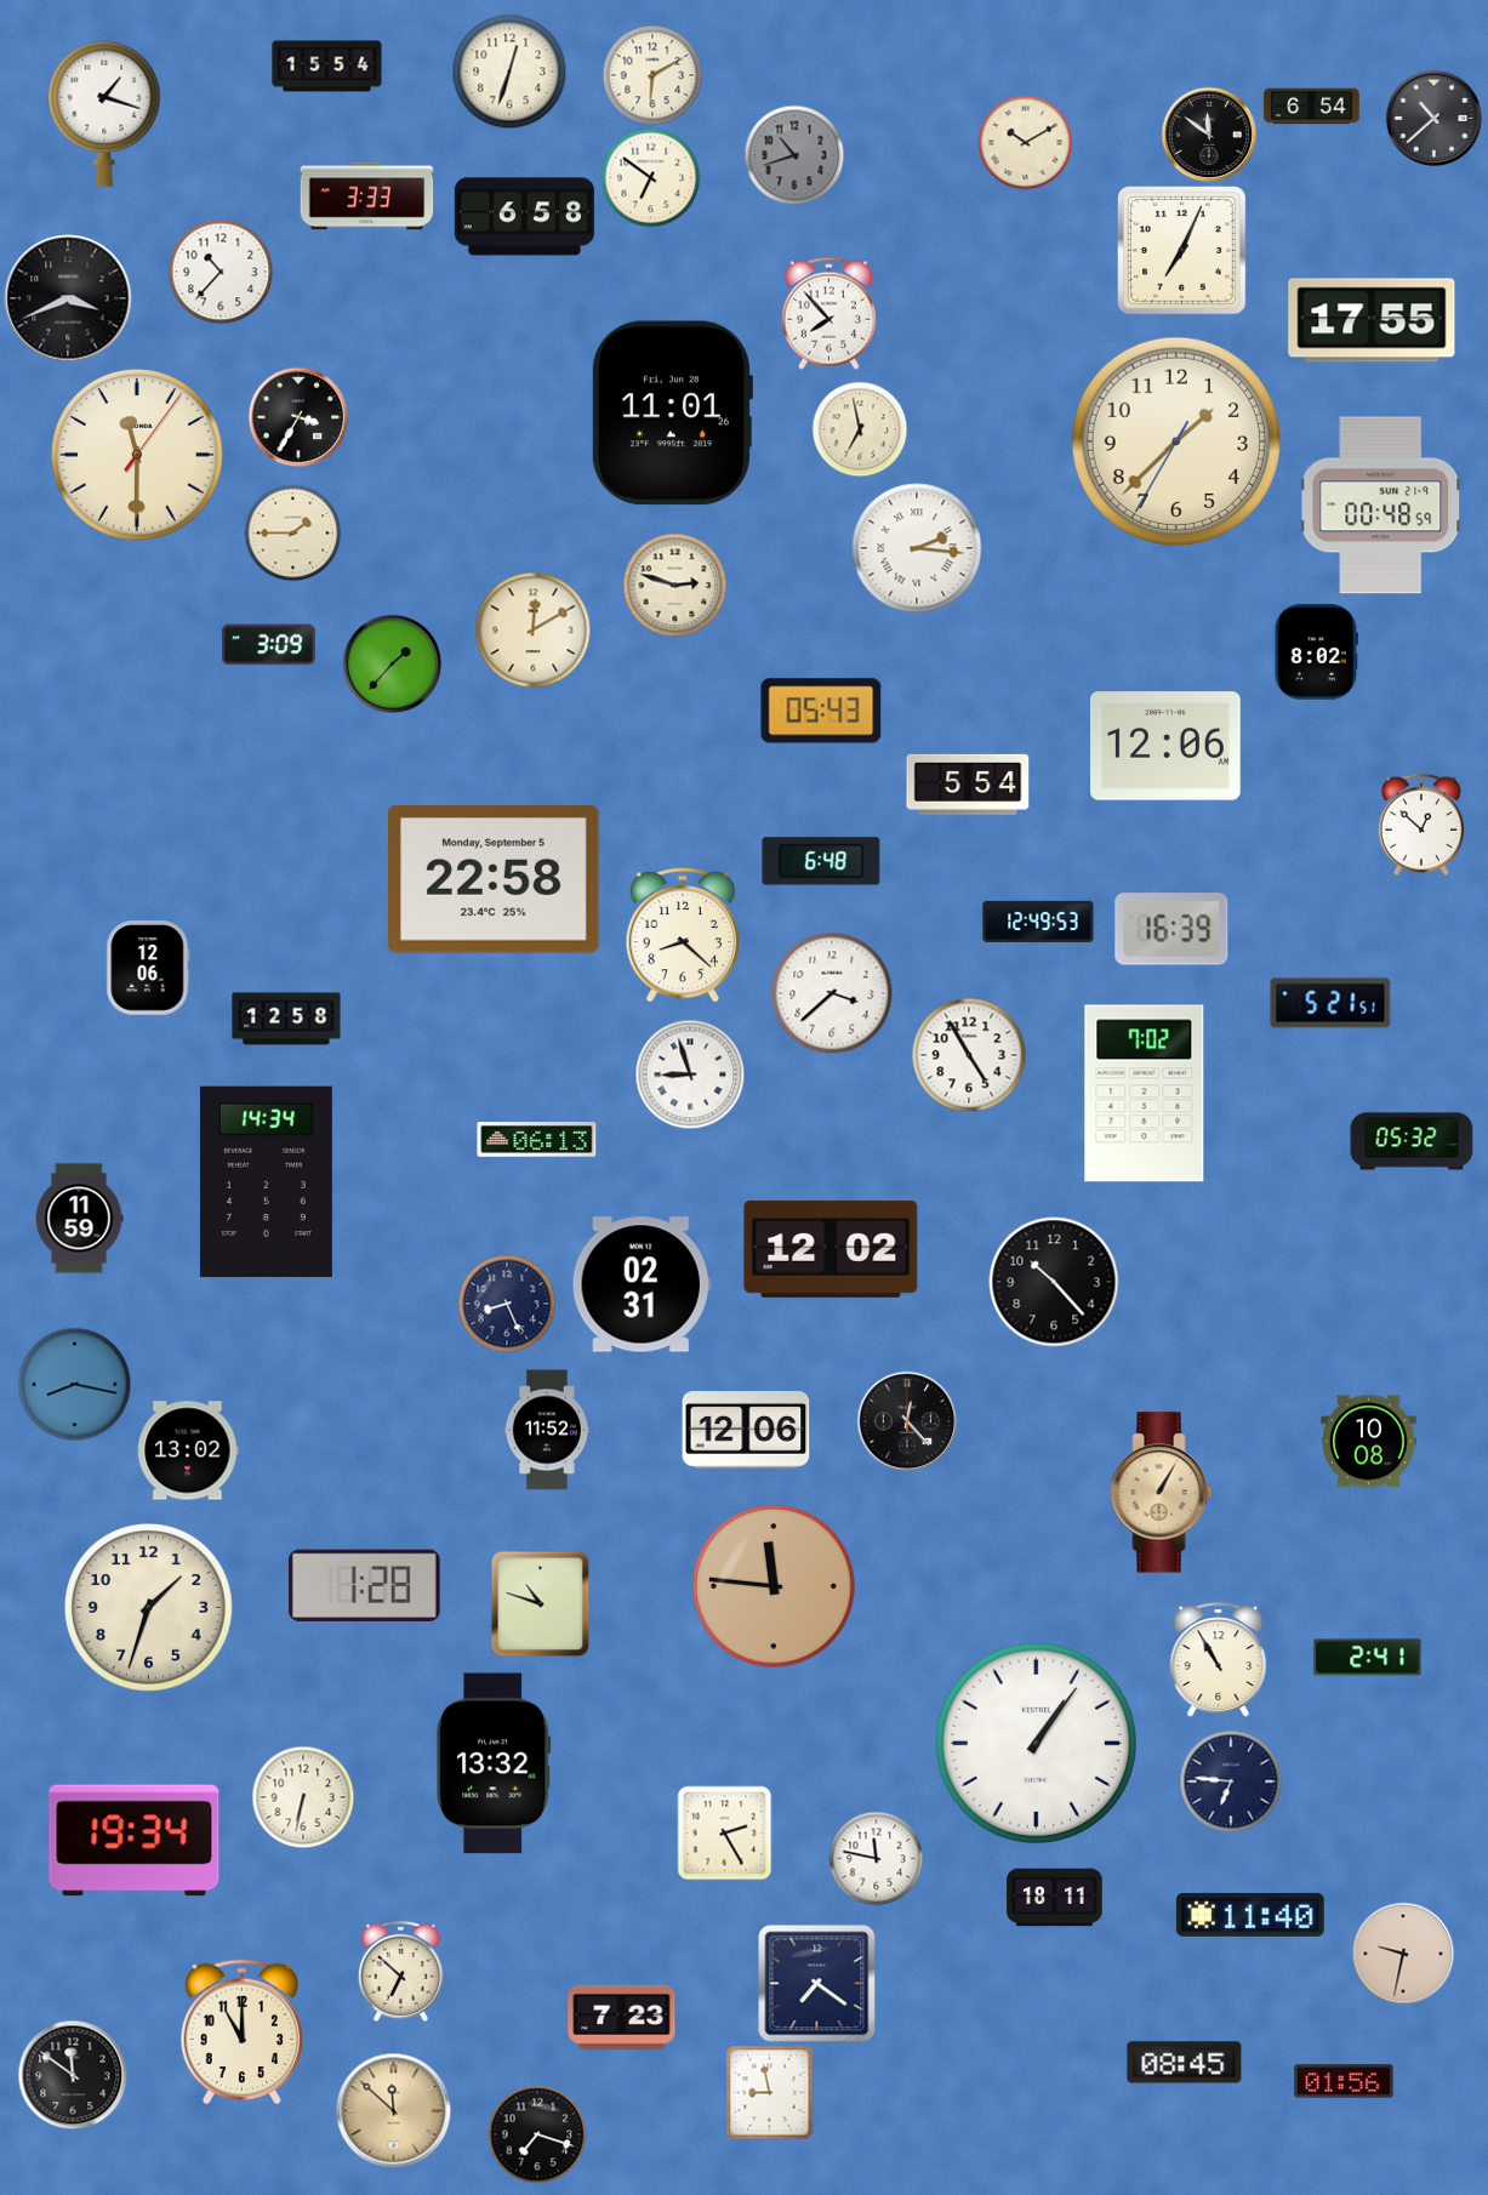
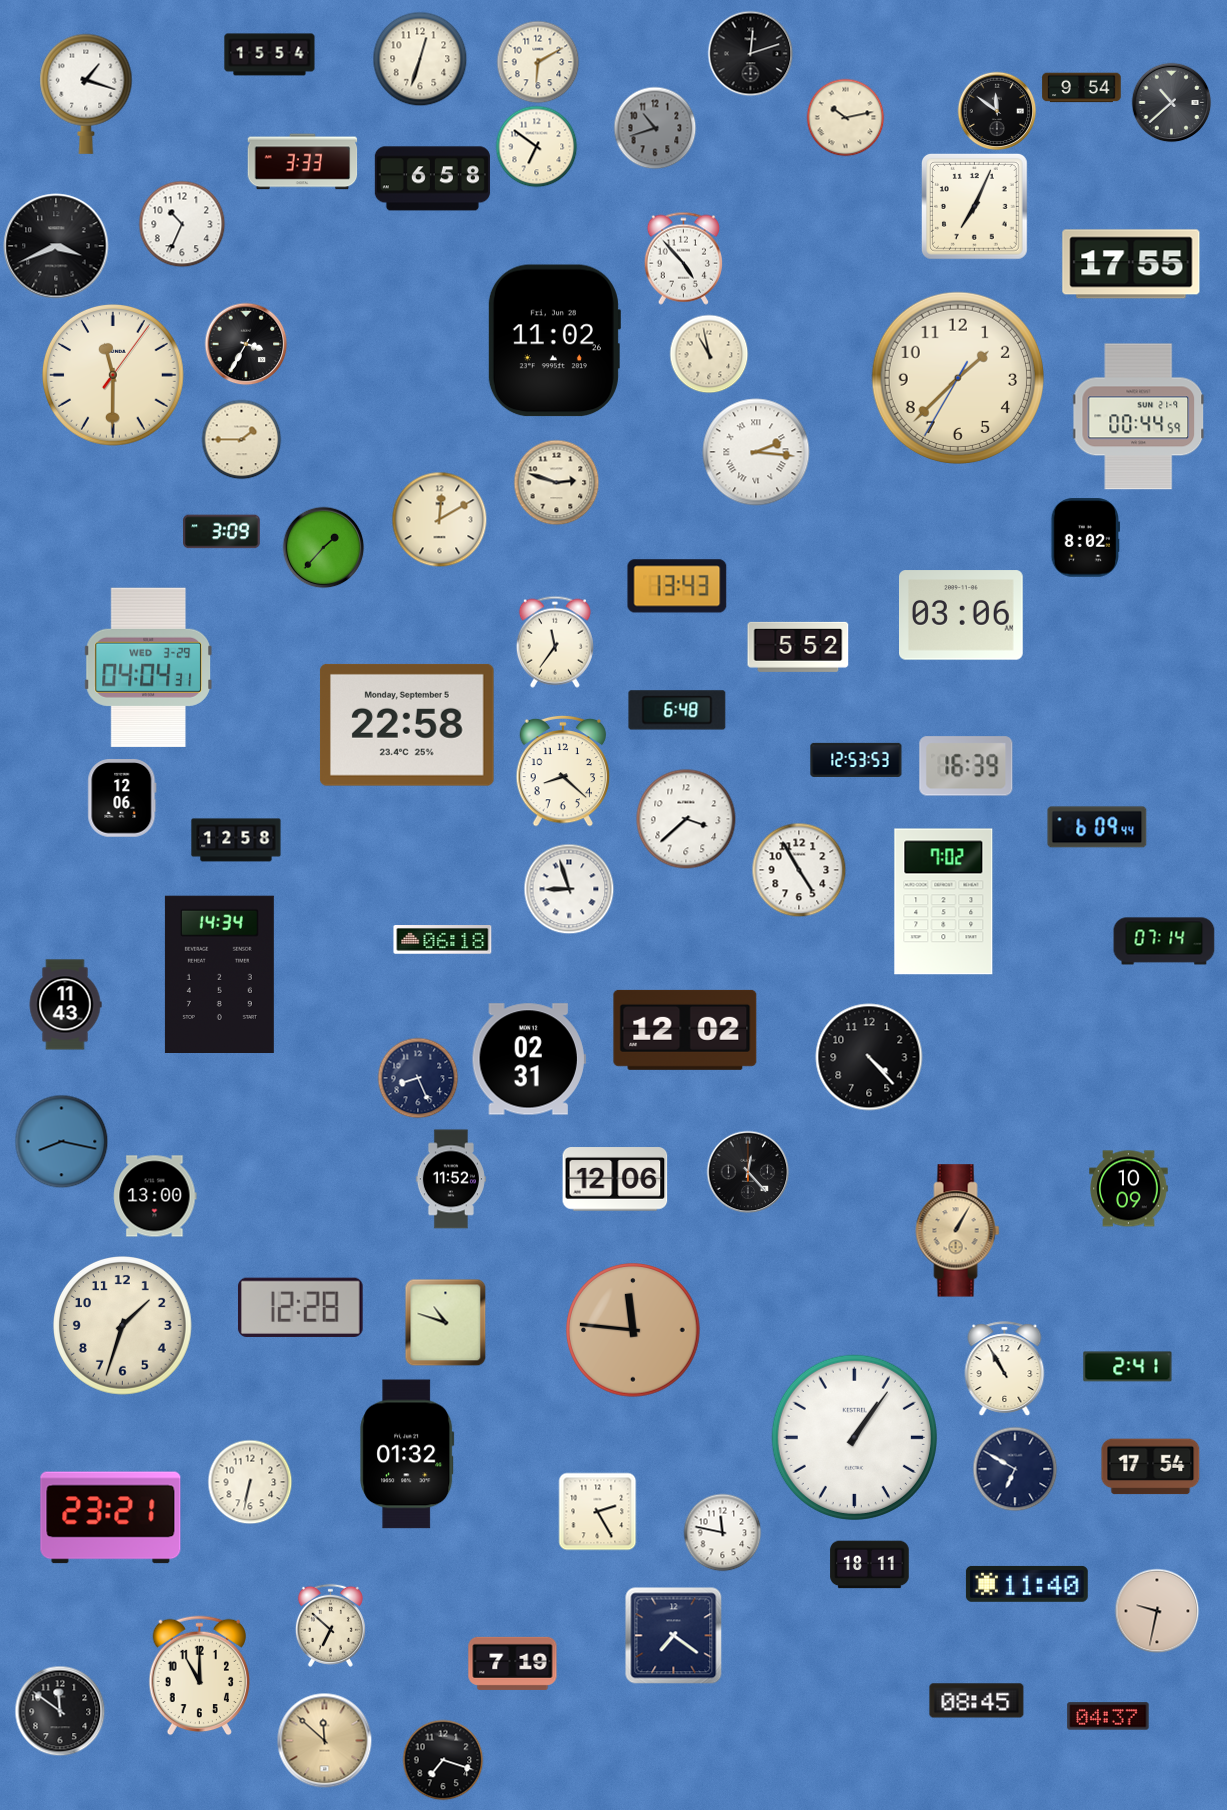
clock at (750, 53): none -> 12:12
clock at (1312, 107): 6:54 -> 9:54
clock at (1433, 118) position: (1433, 118) -> (1171, 102)
clock at (1025, 142): 10:10 -> 10:13
clock at (221, 272): 10:37 -> 10:34
clock at (828, 313): 7:53 -> 4:53
clock at (672, 414): 11:01 -> 11:02
clock at (860, 429): 6:58 -> 10:58
clock at (1175, 440) position: (1175, 440) -> (957, 377)
clock at (1381, 506): 00:48 -> 00:44
clock at (821, 711): 05:43 -> 13:43
clock at (1167, 746): 12:06 -> 03:06
clock at (555, 642): none -> 11:36
clock at (968, 785): 5:54 -> 5:52
clock at (148, 667): none -> 04:04
clock at (1420, 825): 12:52 -> none
clock at (1038, 922): 12:49 -> 12:53
clock at (1330, 1003): 5:21 -> 6:09
clock at (690, 1074) position: (690, 1074) -> (569, 889)
clock at (537, 1140): 06:13 -> 06:18
clock at (1412, 1141): 05:32 -> 07:14
clock at (79, 1219): 11:59 -> 11:43
clock at (1054, 1282): 10:23 -> 4:23
clock at (507, 1304) position: (507, 1304) -> (418, 1078)
clock at (1369, 1442): 10:08 -> 10:09
clock at (188, 1450): 13:02 -> 13:00
clock at (364, 1585): 1:28 -> 12:28
clock at (774, 1586) position: (774, 1586) -> (633, 1330)
clock at (494, 1763): 13:32 -> 01:32
clock at (1151, 1467): none -> 17:54
clock at (1231, 1781): 6:46 -> 6:50
clock at (135, 1841): 19:34 -> 23:21
clock at (1250, 1915) position: (1250, 1915) -> (1027, 1584)
clock at (622, 2017): 7:23 -> 7:19
clock at (1344, 2081): 01:56 -> 04:37
clock at (770, 2092): 8:58 -> none
